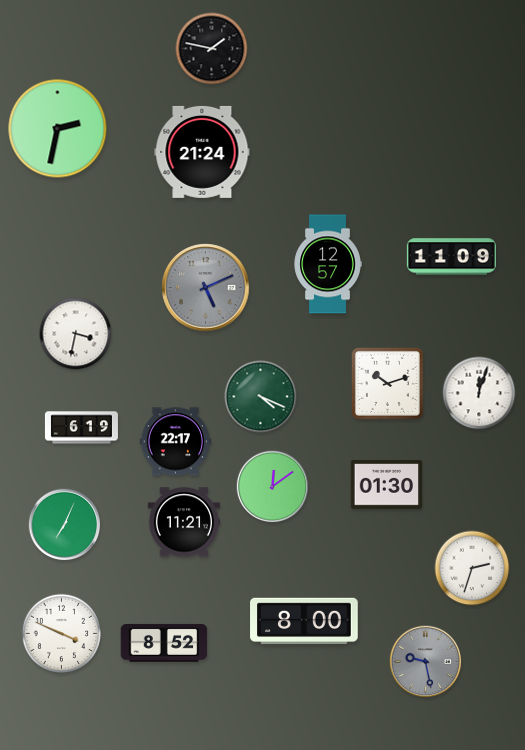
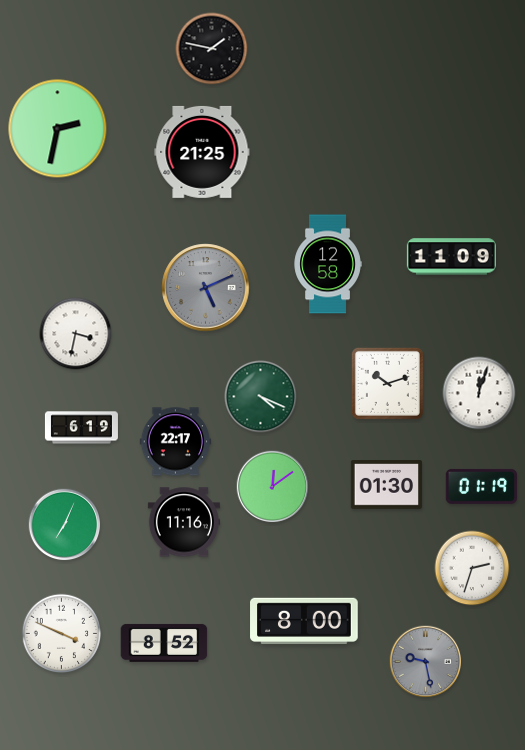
clock at (202, 152): 21:24 -> 21:25
clock at (328, 264): 12:57 -> 12:58
clock at (482, 486): none -> 01:19
clock at (184, 522): 11:21 -> 11:16
